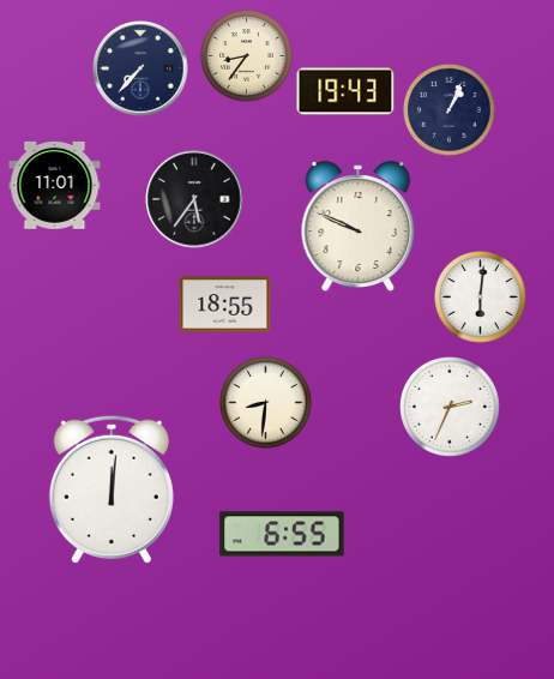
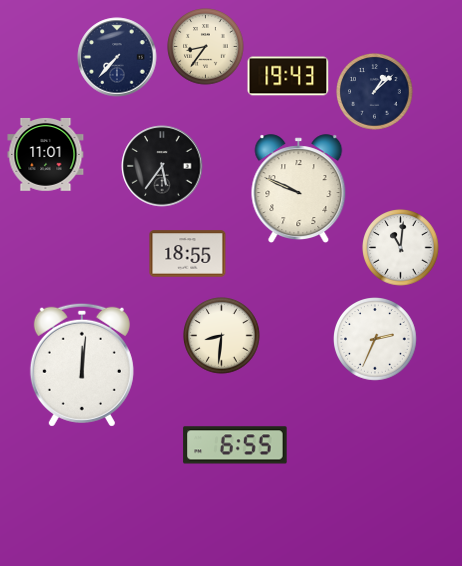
clock at (450, 110): 1:04 -> 1:08
clock at (481, 298): 6:01 -> 11:01
clock at (112, 489) position: (112, 489) -> (82, 365)
